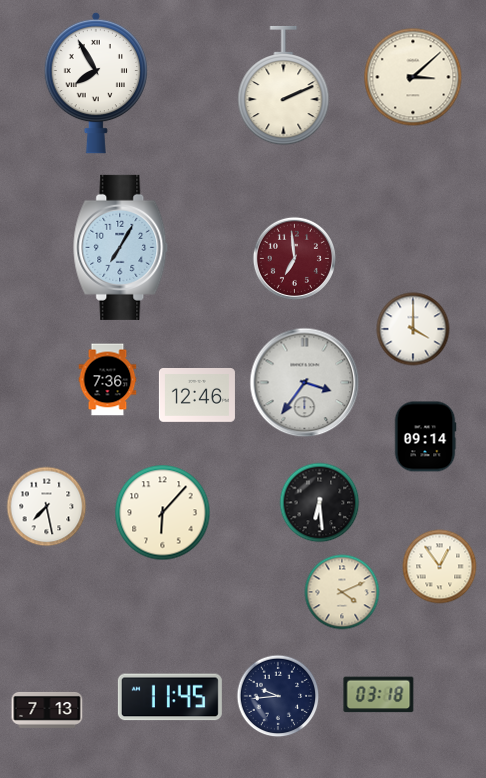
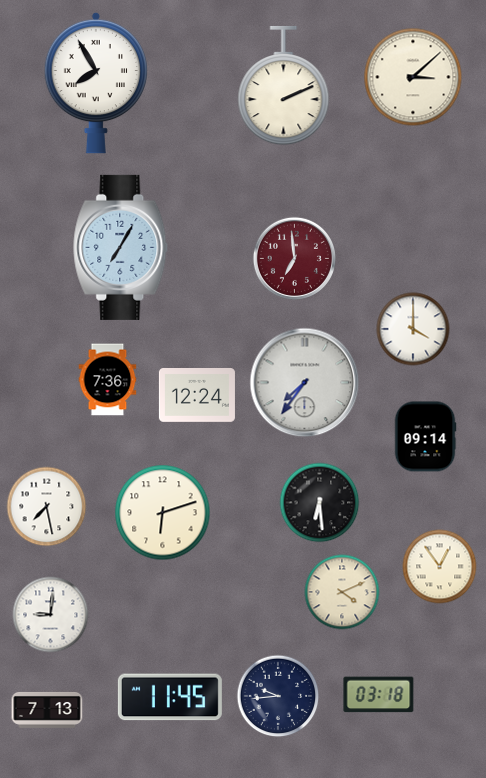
clock at (305, 383): 3:36 -> 7:36
clock at (197, 396): 12:46 -> 12:24
clock at (163, 513): 6:07 -> 6:12
clock at (51, 615): none -> 9:01
